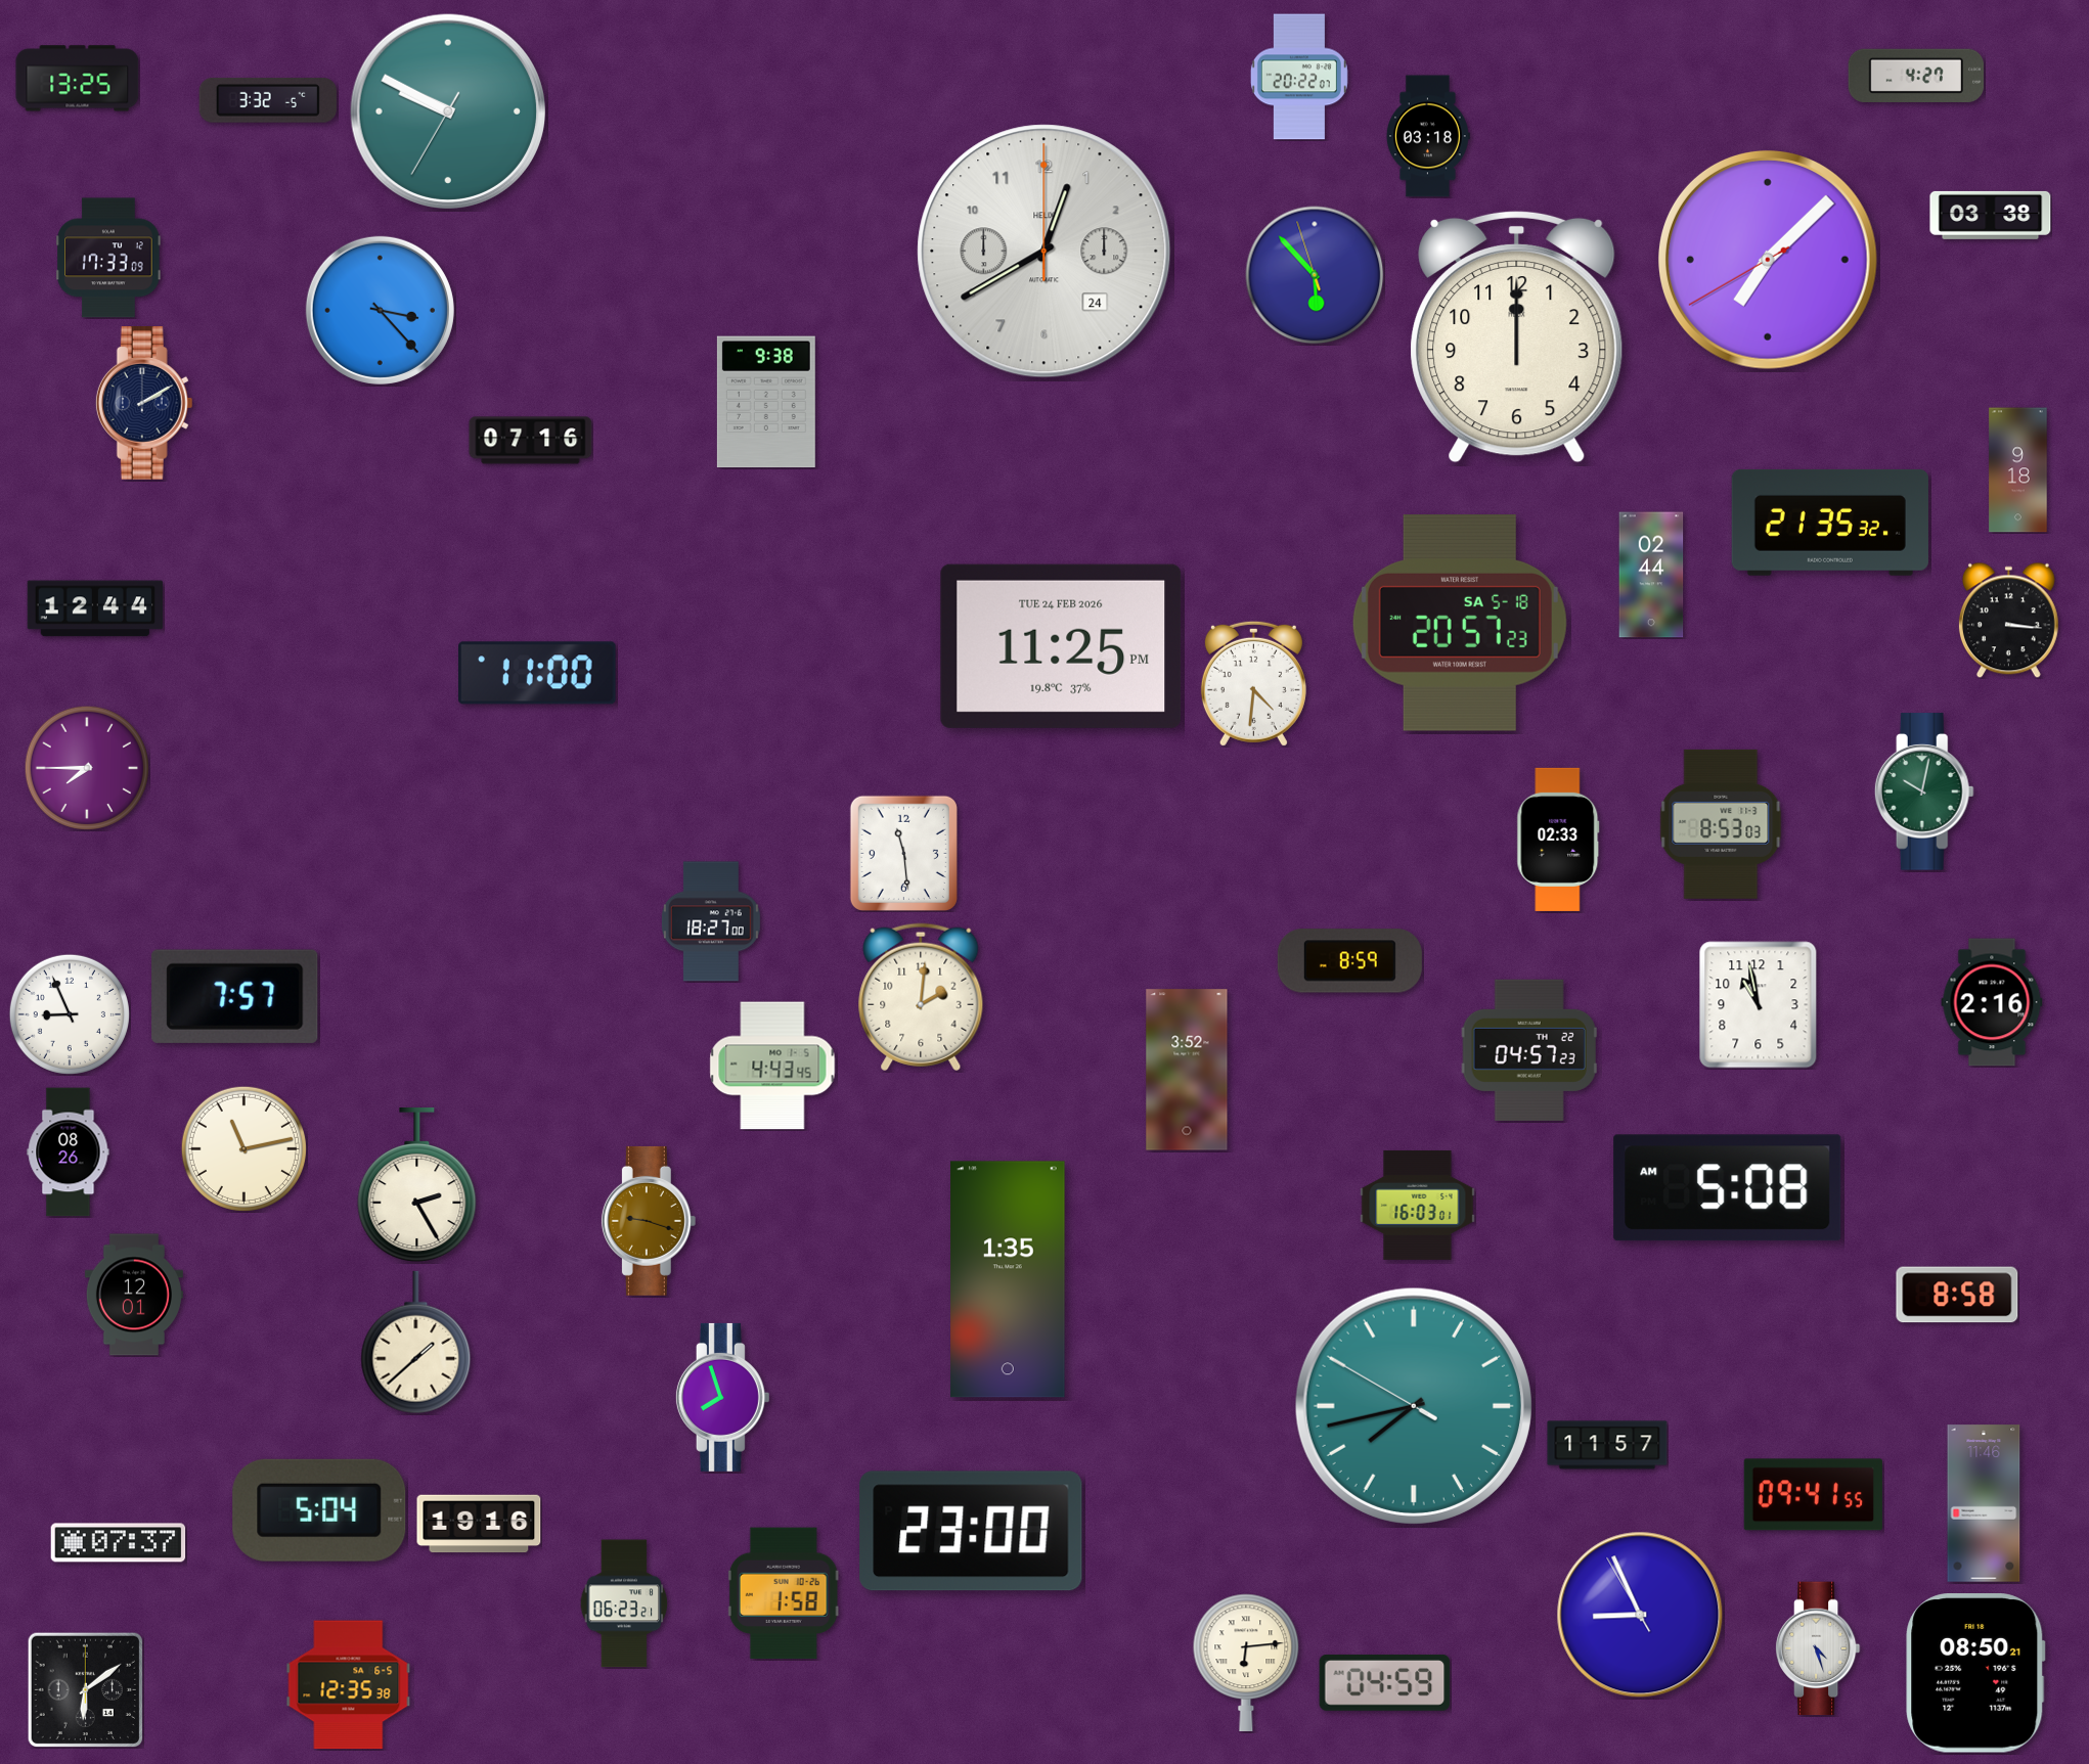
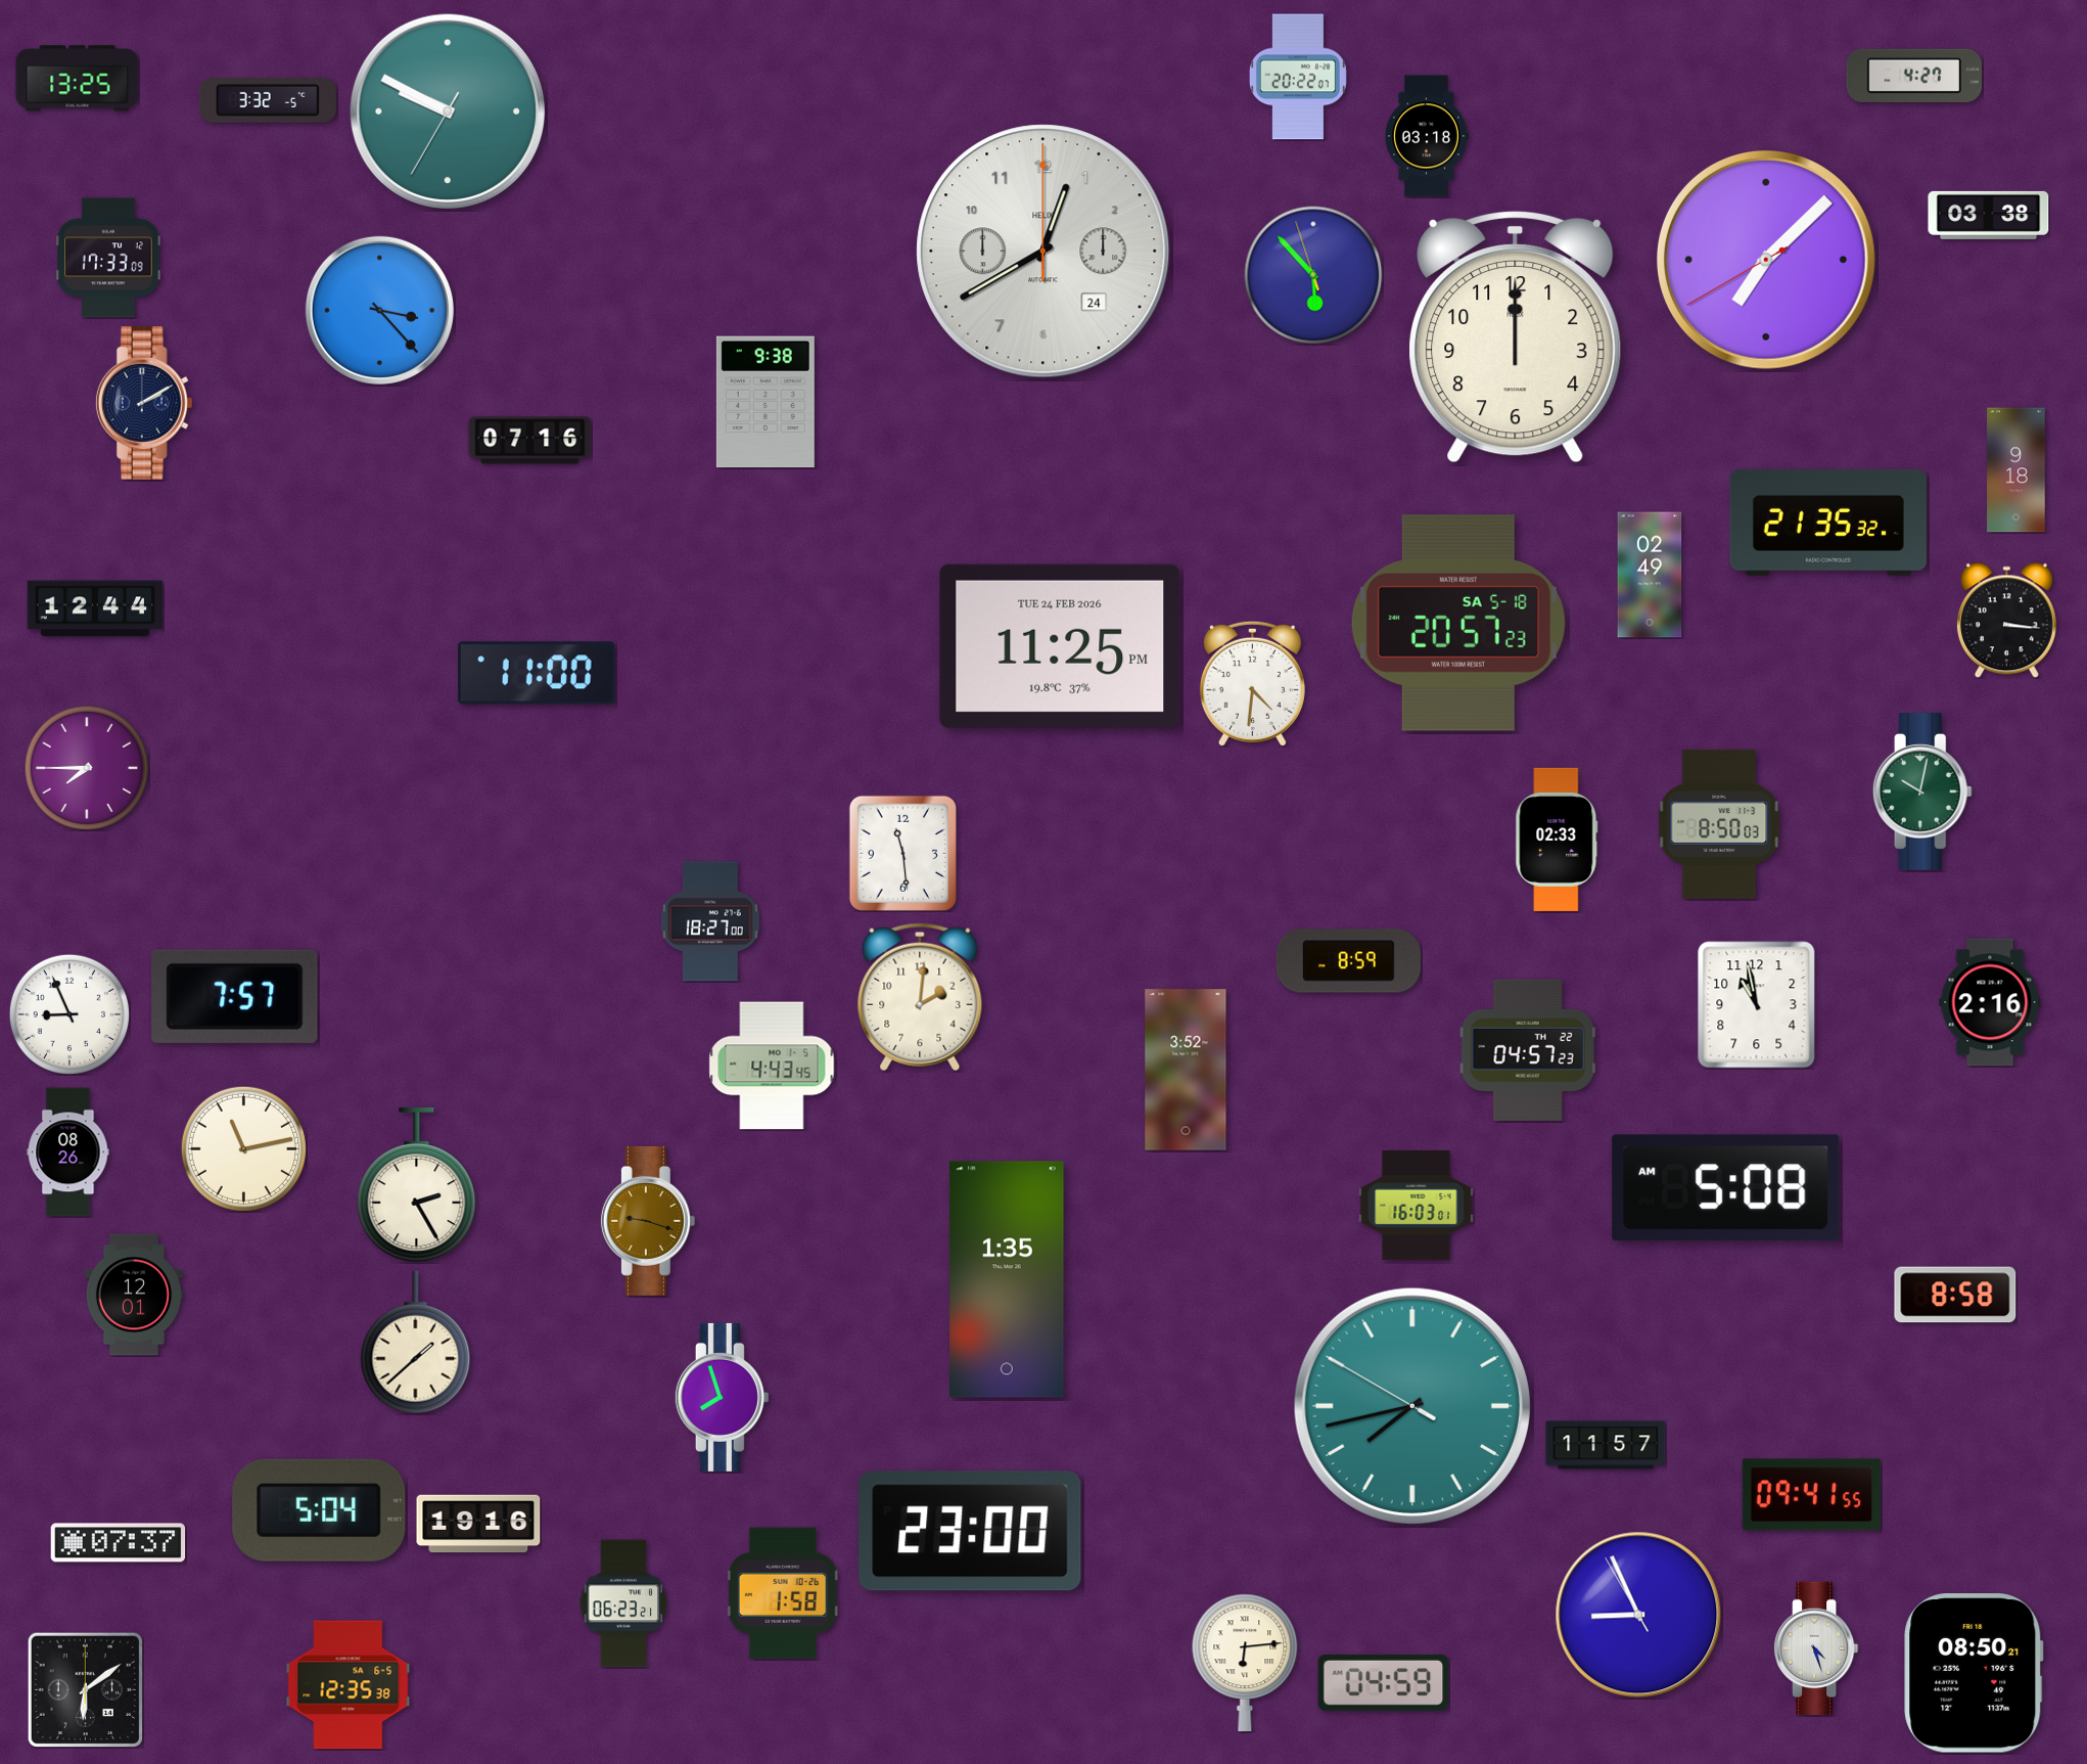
clock at (1651, 575): 02:44 -> 02:49
clock at (1721, 824): 8:53 -> 8:50
clock at (1984, 1503): 11:46 -> none
